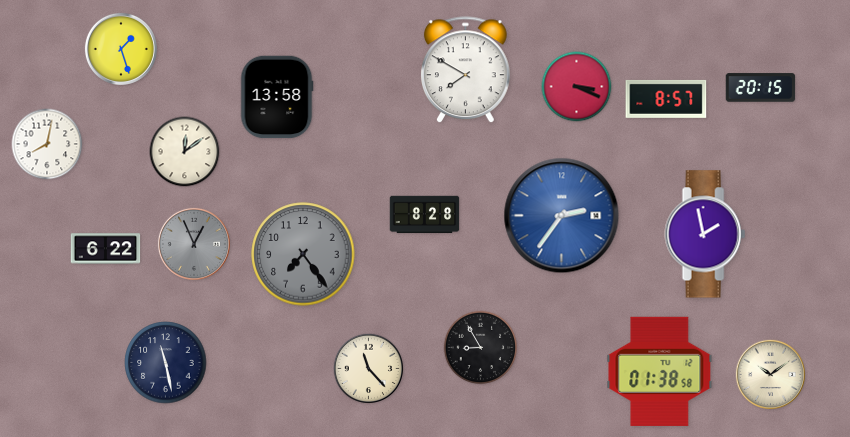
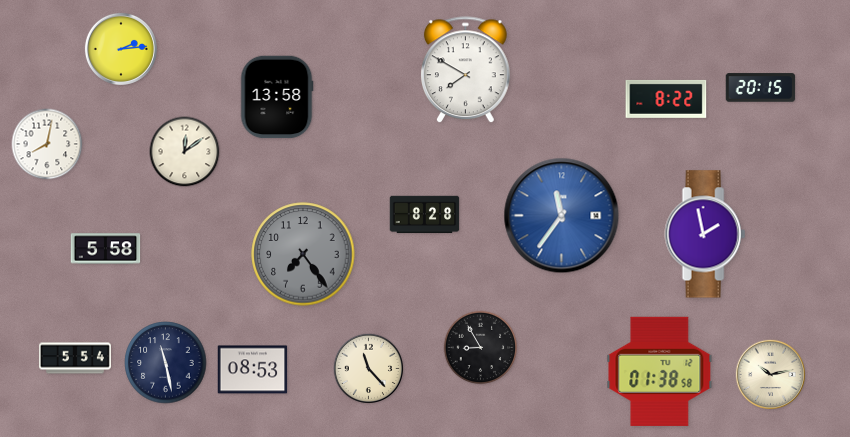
clock at (121, 49): 1:27 -> 2:14
clock at (577, 87): 3:19 -> none
clock at (666, 99): 8:57 -> 8:22
clock at (562, 216): 2:36 -> 11:36
clock at (194, 244): 12:56 -> none
clock at (106, 249): 6:22 -> 5:58
clock at (75, 358): none -> 5:54
clock at (253, 370): none -> 08:53
clock at (771, 375): 10:09 -> 10:13
